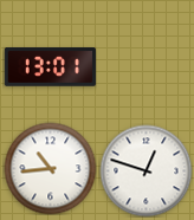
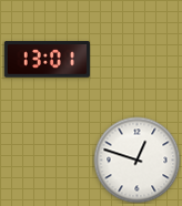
clock at (50, 67) position: (50, 67) -> (47, 60)
clock at (50, 168): 10:44 -> none
